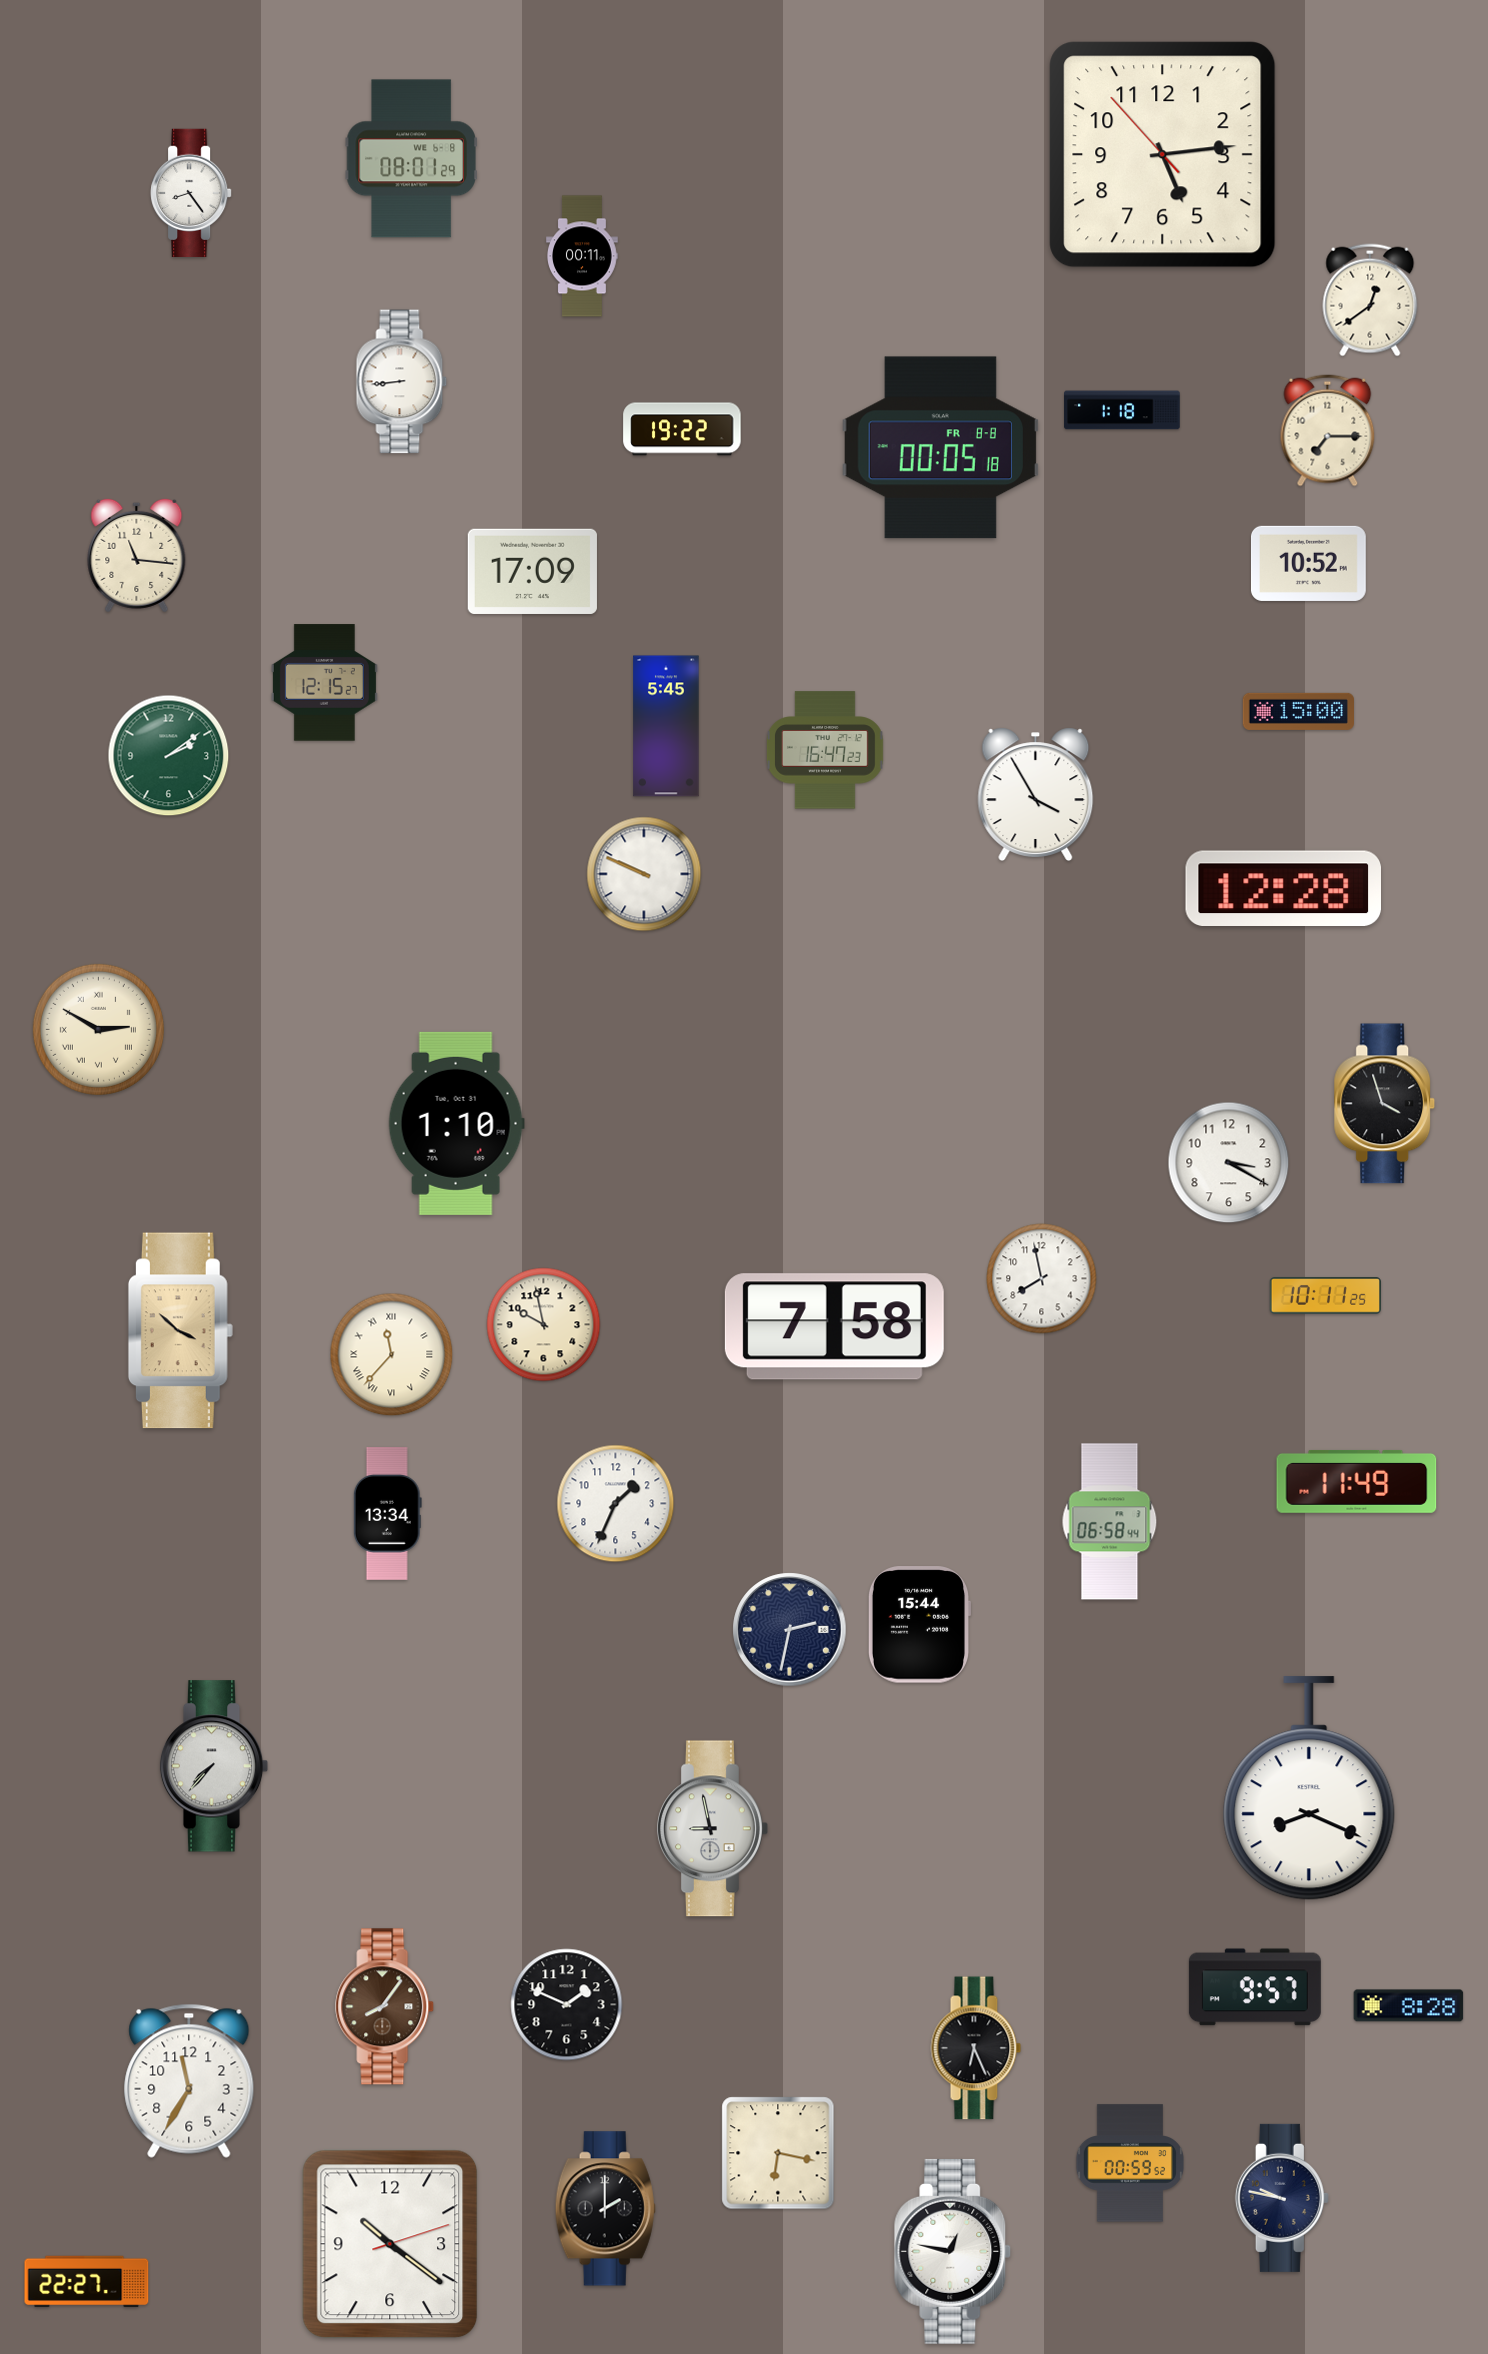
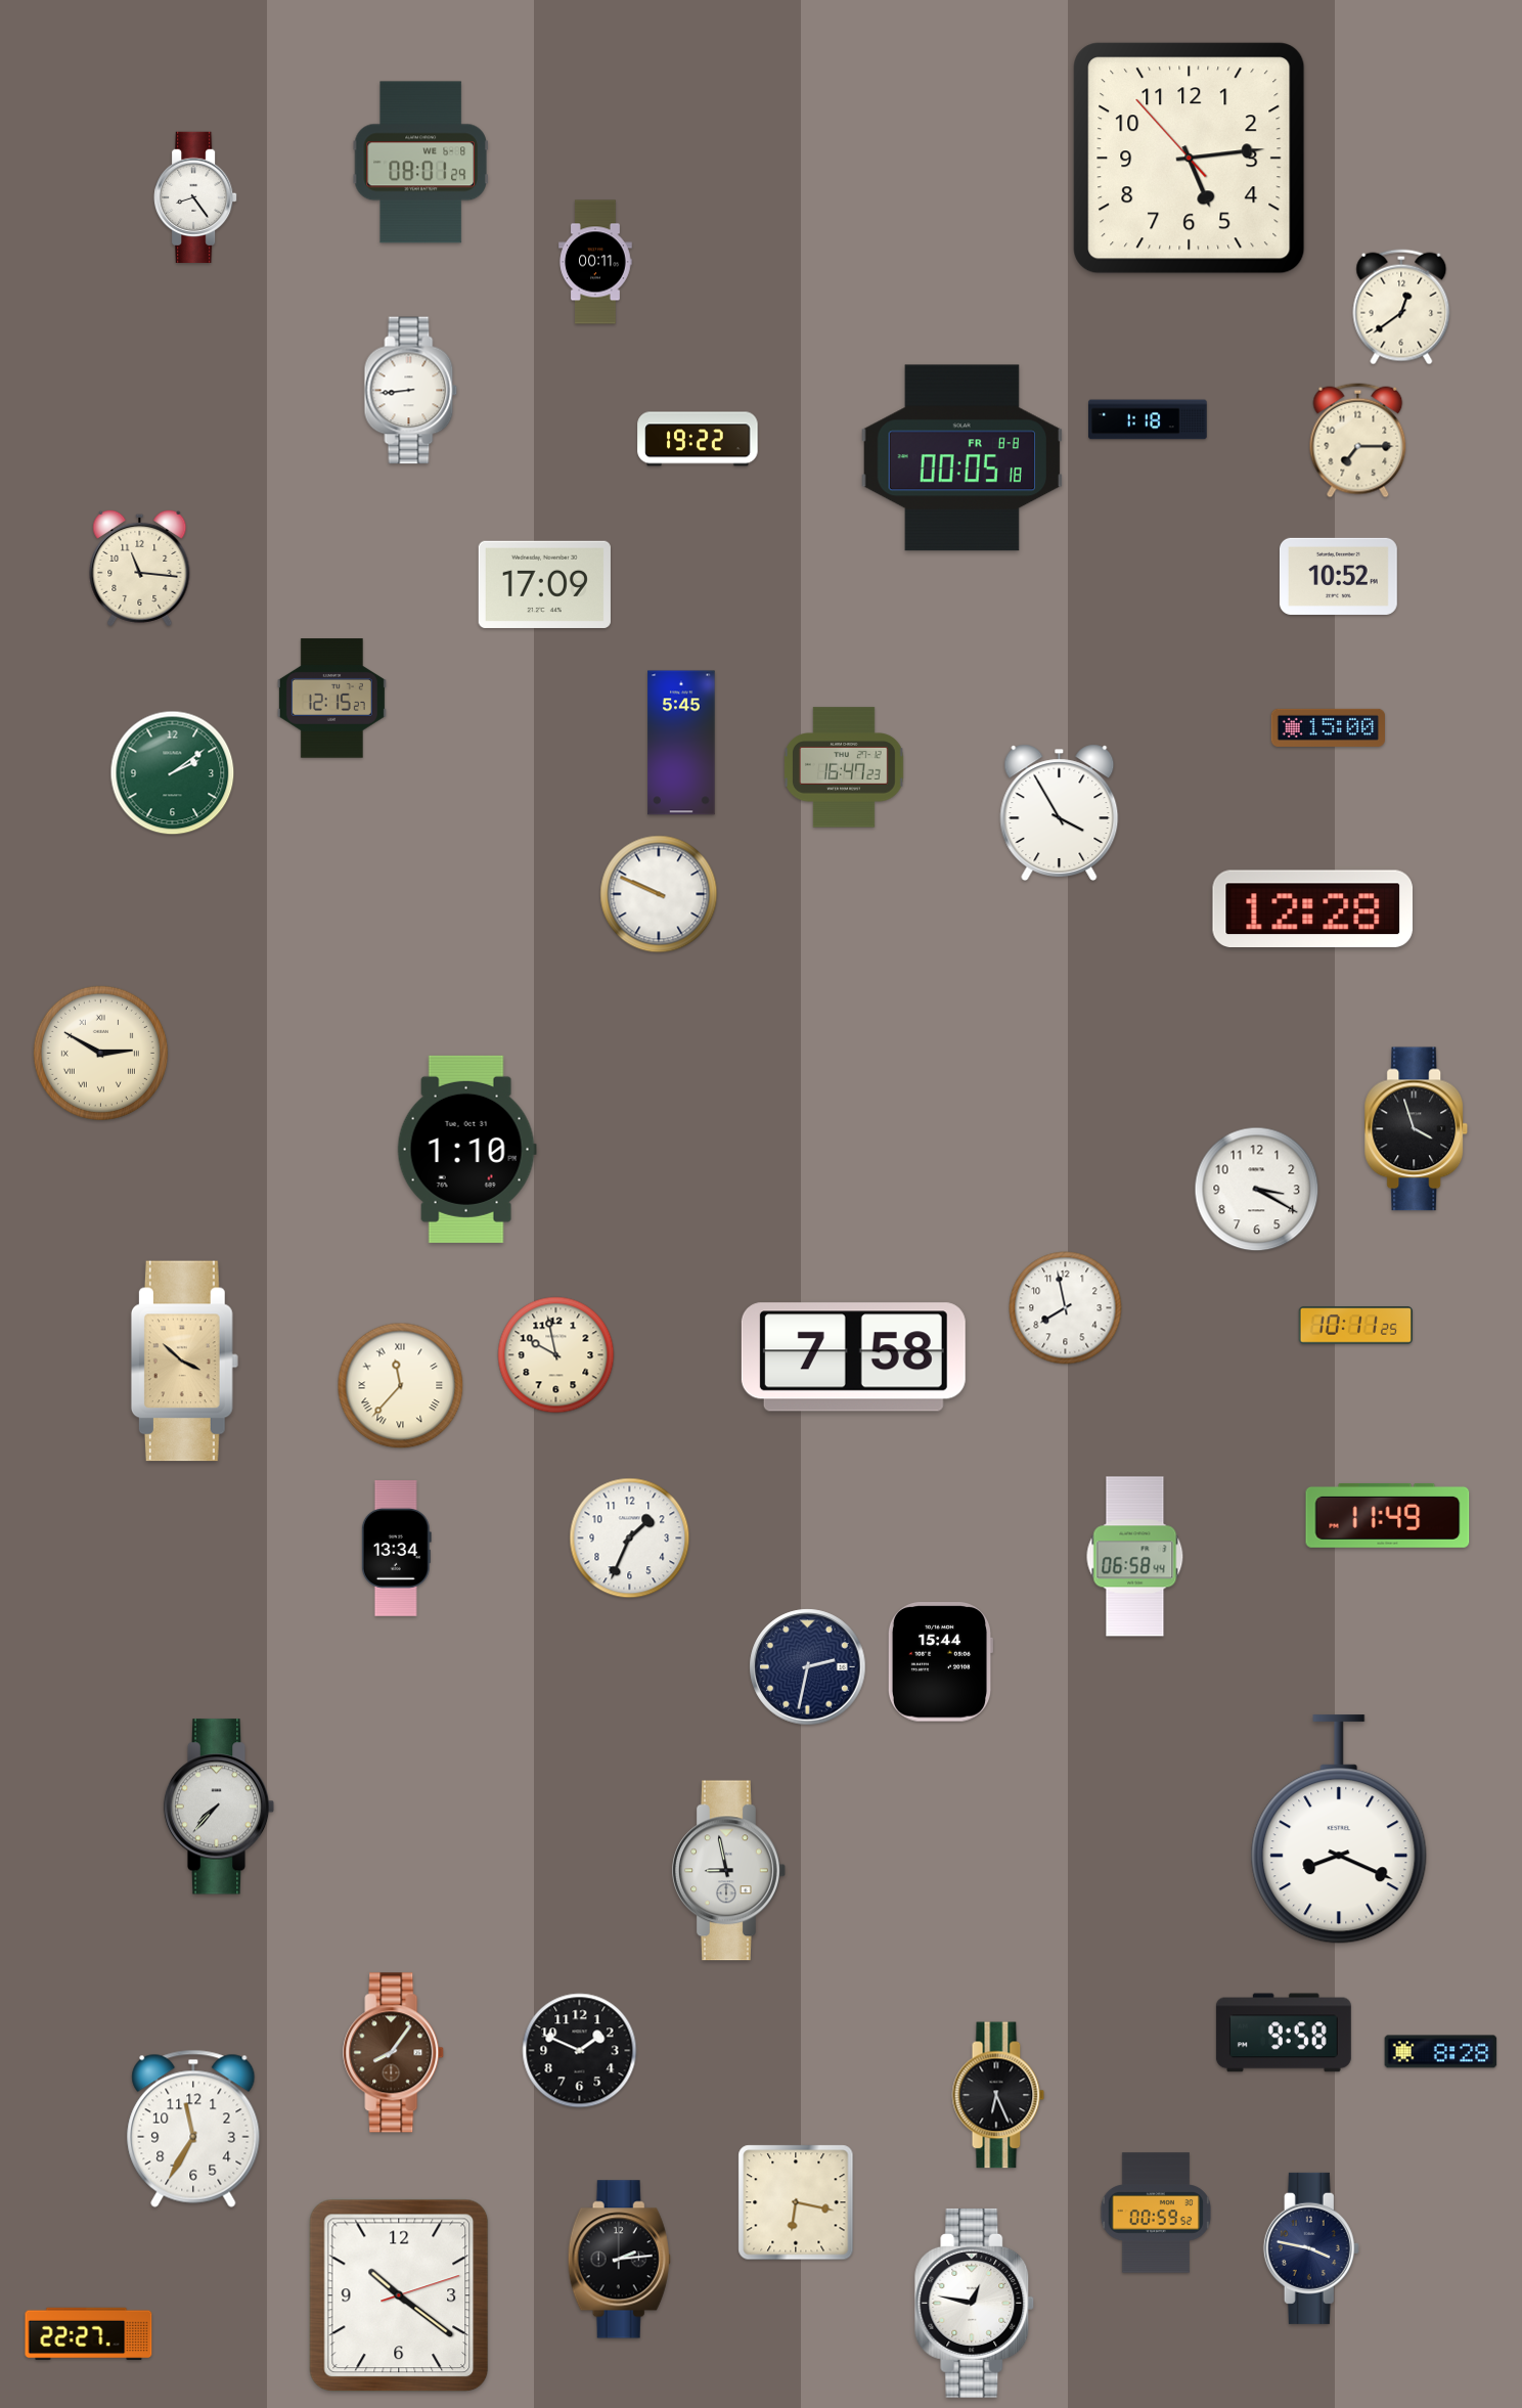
clock at (1255, 1987): 9:57 -> 9:58
clock at (1282, 2198): 9:47 -> 3:47
clock at (605, 2209): 2:00 -> 2:14
